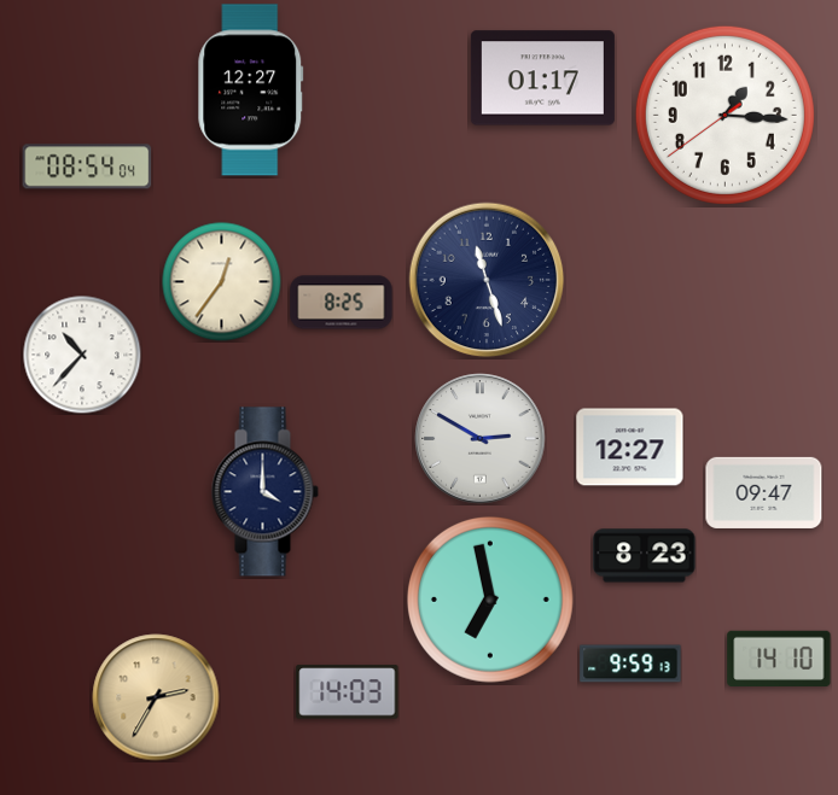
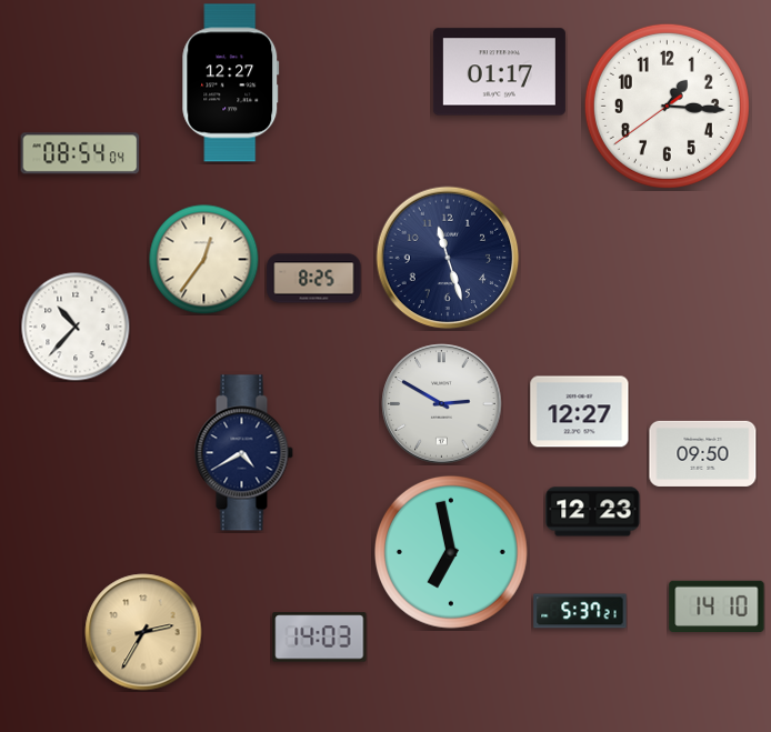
clock at (264, 492): 4:00 -> 4:40
clock at (764, 492): 09:47 -> 09:50
clock at (645, 556): 8:23 -> 12:23
clock at (630, 664): 9:59 -> 5:37
clock at (156, 697) position: (156, 697) -> (143, 632)
